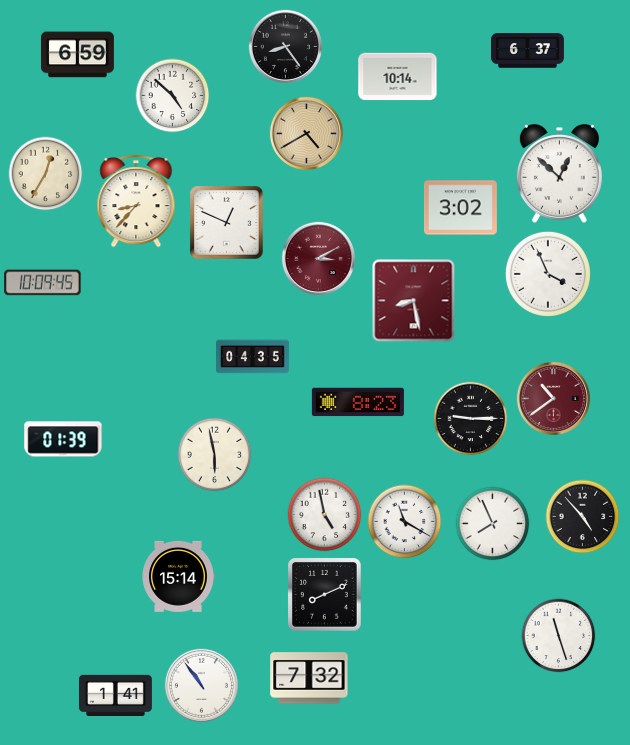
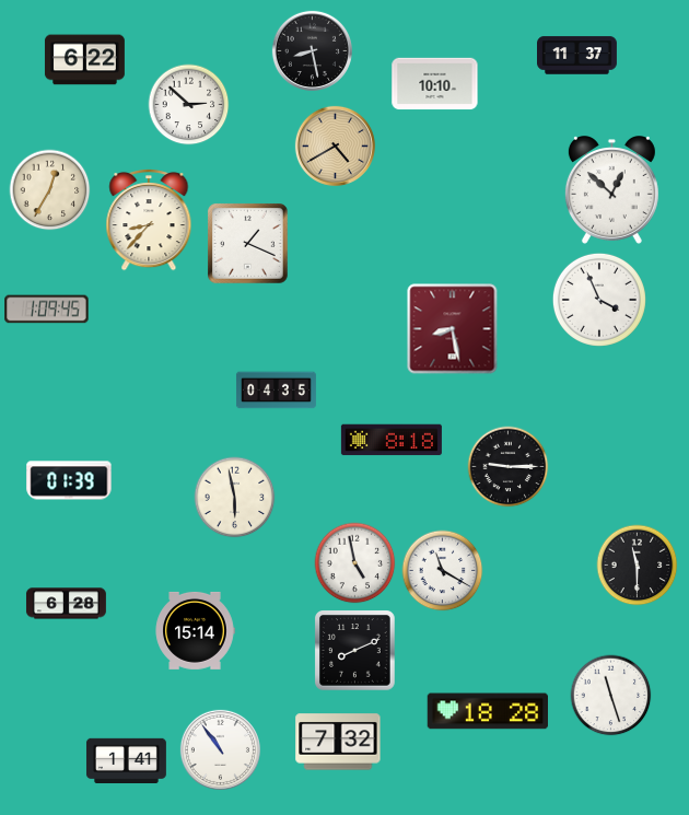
clock at (285, 46): 8:24 -> 8:28
clock at (528, 51): 6:37 -> 11:37
clock at (77, 55): 6:59 -> 6:22
clock at (398, 77): 10:14 -> 10:10
clock at (173, 96): 4:52 -> 2:52
clock at (460, 208): 3:02 -> none
clock at (227, 223): 12:49 -> 1:19
clock at (318, 258): 3:10 -> none
clock at (43, 283): 10:09 -> 1:09
clock at (553, 398): 10:39 -> none
clock at (358, 402): 8:23 -> 8:18
clock at (471, 419) position: (471, 419) -> (509, 467)
clock at (583, 517): 4:53 -> 11:30
clock at (493, 524): 7:56 -> none
clock at (66, 604): none -> 6:28
clock at (488, 711): none -> 18:28
